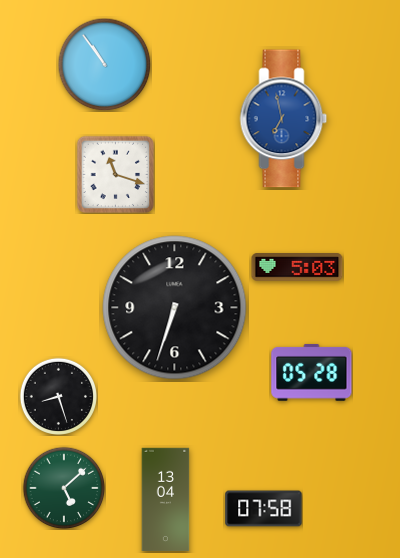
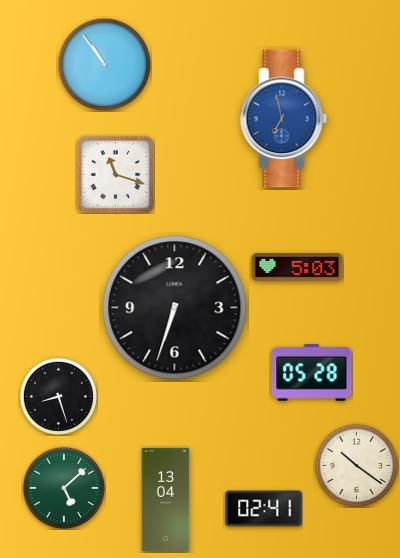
clock at (356, 465): none -> 10:21
clock at (264, 509): 07:58 -> 02:41
